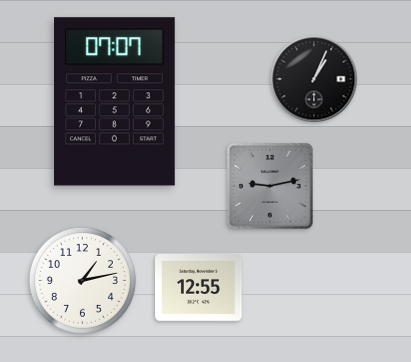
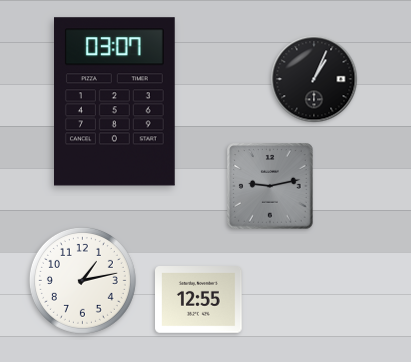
clock at (115, 102): 07:07 -> 03:07
clock at (199, 288) position: (199, 288) -> (199, 300)
